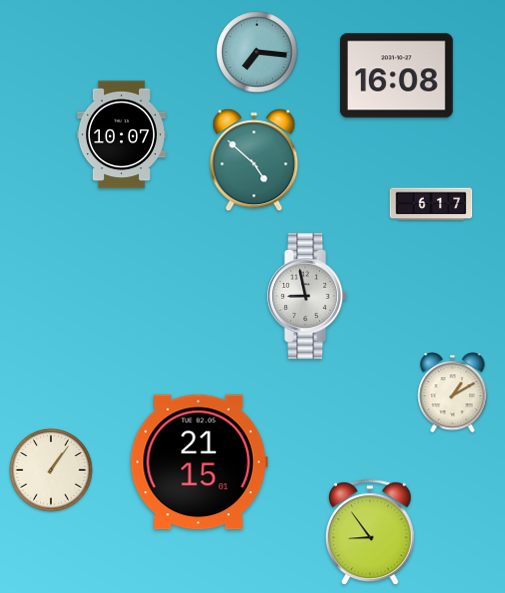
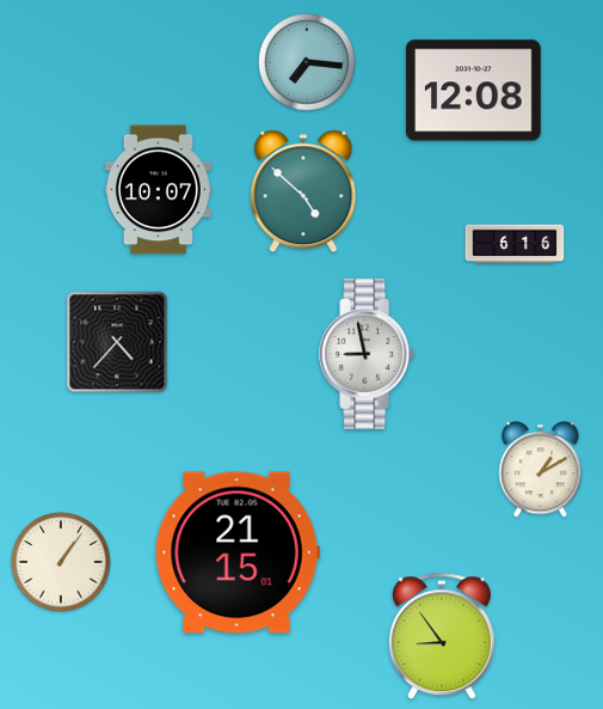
clock at (396, 76): 16:08 -> 12:08
clock at (121, 135) position: (121, 135) -> (158, 190)
clock at (431, 204): 6:17 -> 6:16
clock at (117, 342): none -> 4:37
